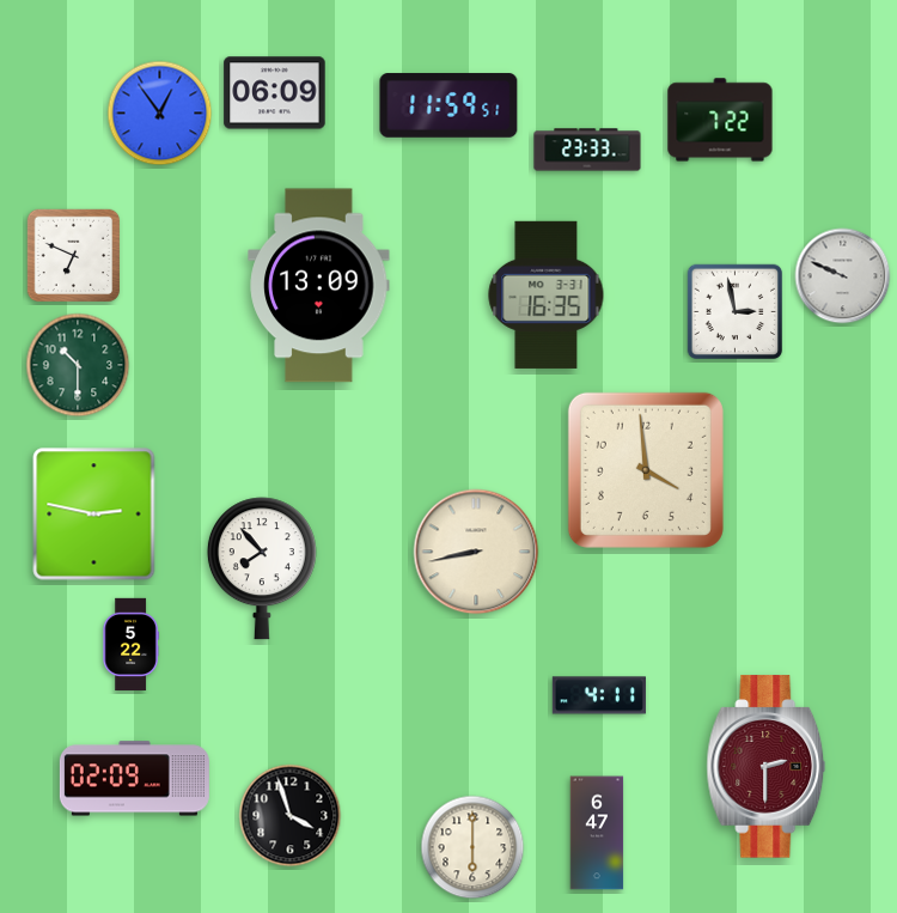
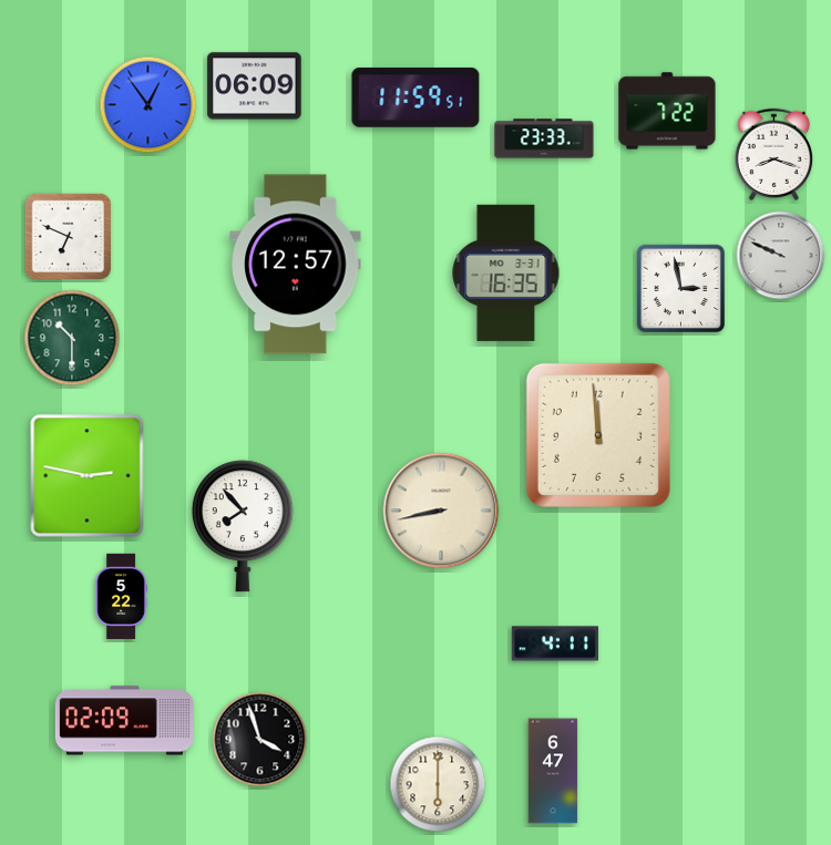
clock at (774, 154): none -> 8:18
clock at (319, 286): 13:09 -> 12:57
clock at (646, 470): 3:59 -> 11:59
clock at (767, 767): 2:30 -> none
clock at (291, 816) position: (291, 816) -> (260, 740)
